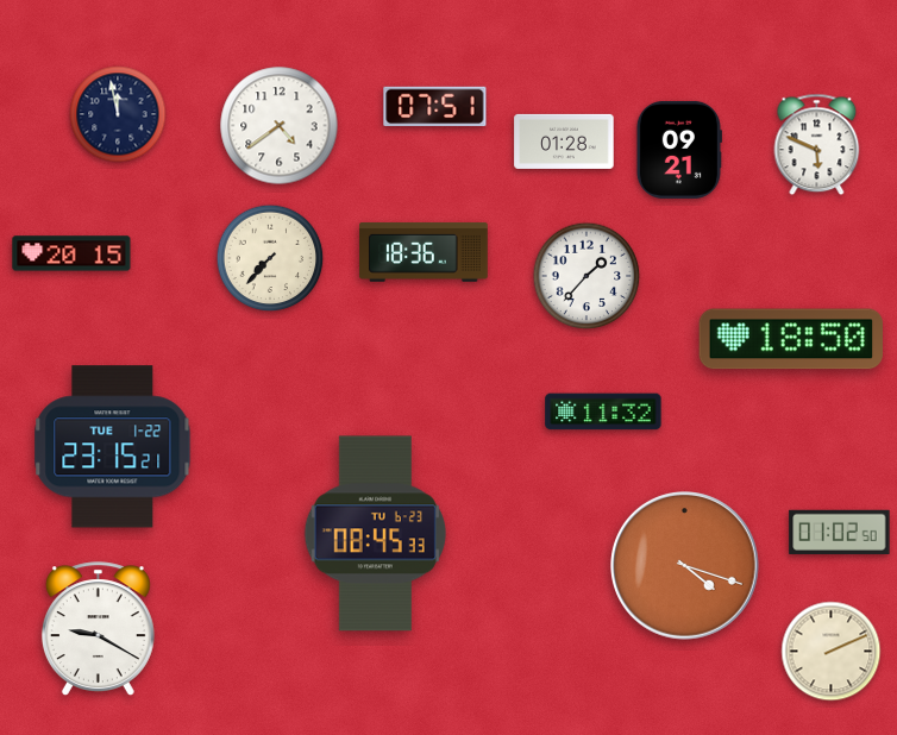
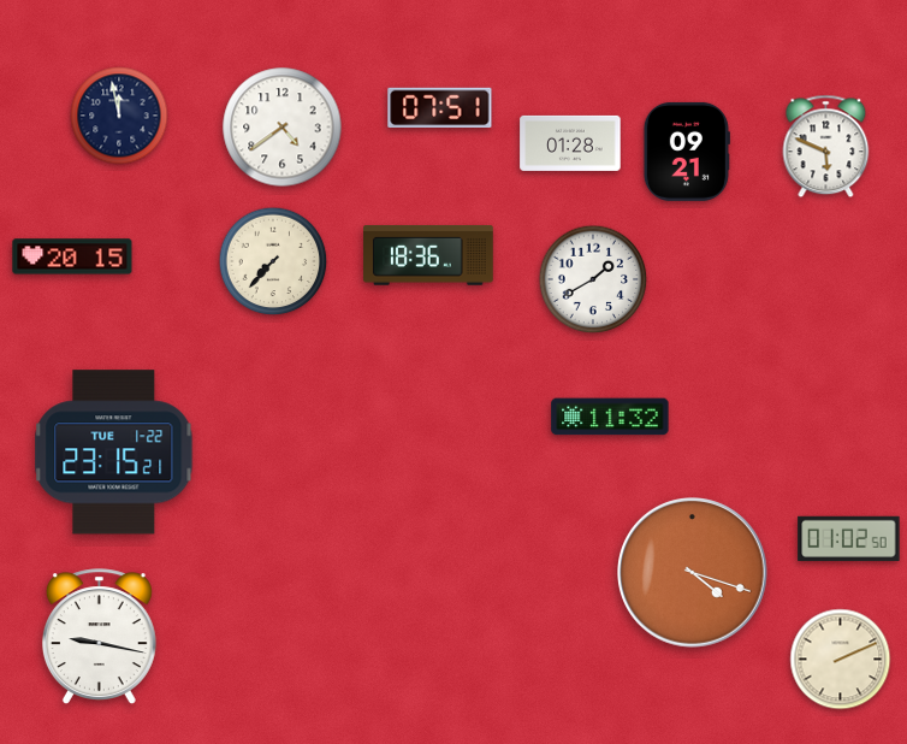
clock at (586, 276): 1:37 -> 1:40
clock at (791, 339): 18:50 -> none
clock at (375, 534): 08:45 -> none
clock at (98, 629): 9:20 -> 9:17
